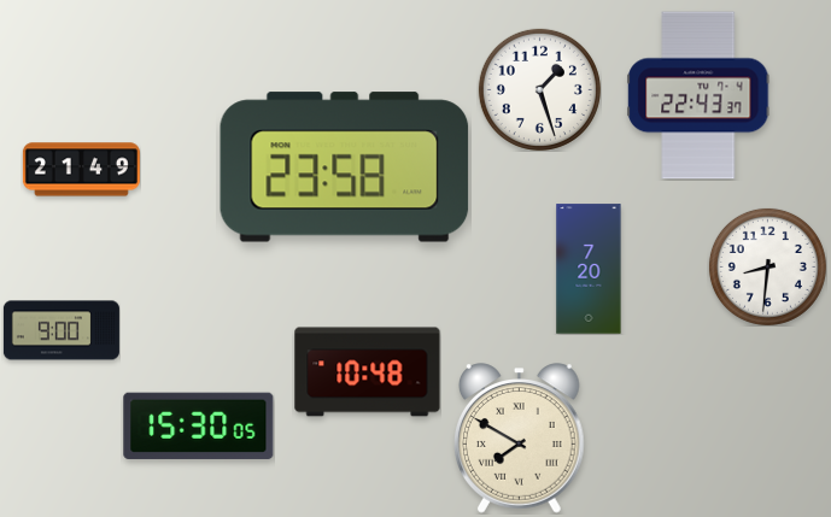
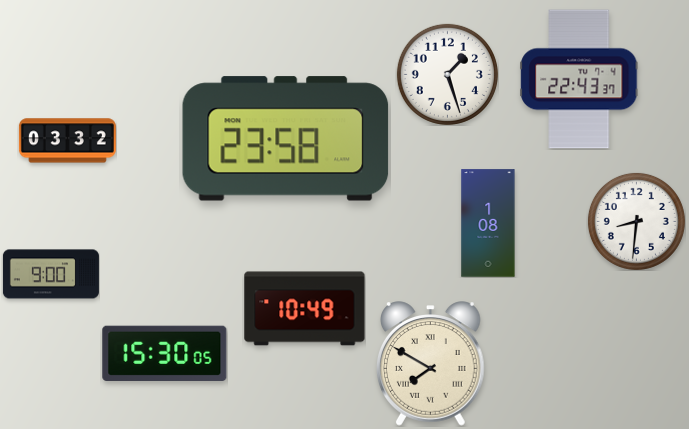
clock at (81, 170): 21:49 -> 03:32
clock at (589, 269): 7:20 -> 1:08
clock at (368, 372): 10:48 -> 10:49
